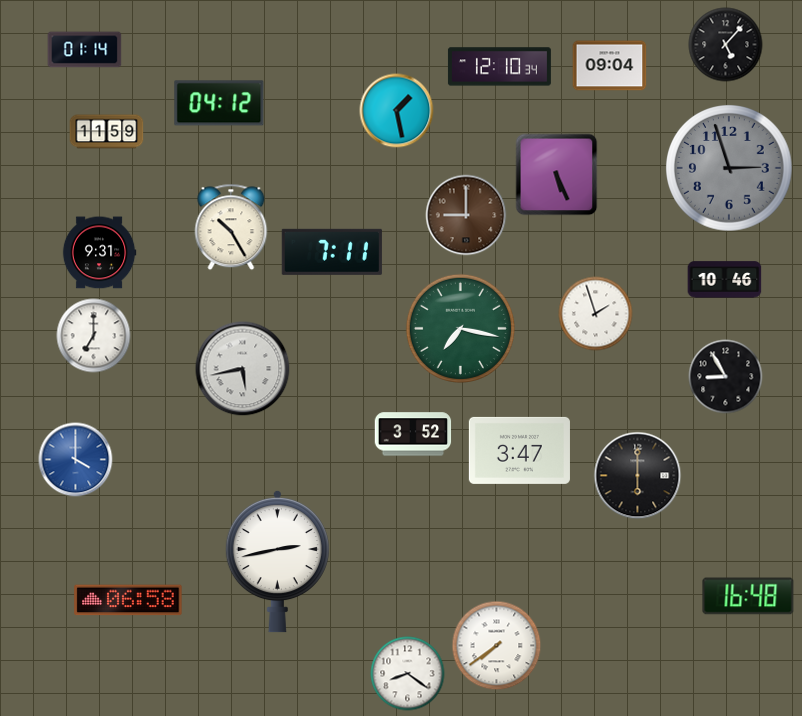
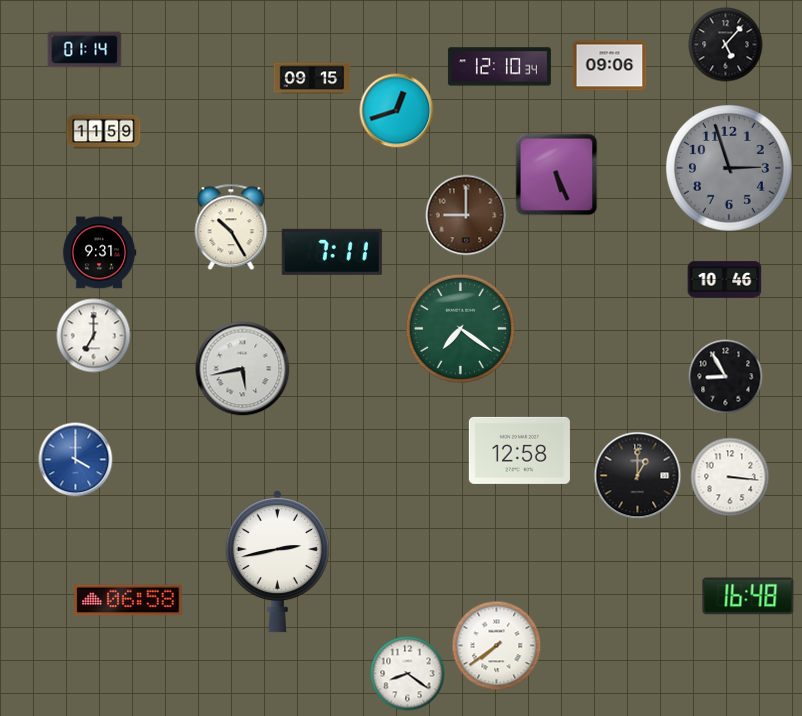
clock at (610, 66): 09:04 -> 09:06
clock at (312, 78): none -> 09:15
clock at (219, 103): 04:12 -> none
clock at (397, 111): 1:28 -> 12:42
clock at (107, 132) position: (107, 132) -> (104, 132)
clock at (596, 314): 1:57 -> none
clock at (460, 328): 7:17 -> 7:21
clock at (413, 434): 3:52 -> none
clock at (519, 450): 3:47 -> 12:58
clock at (638, 476): 6:00 -> 1:00
clock at (730, 477): none -> 3:16
